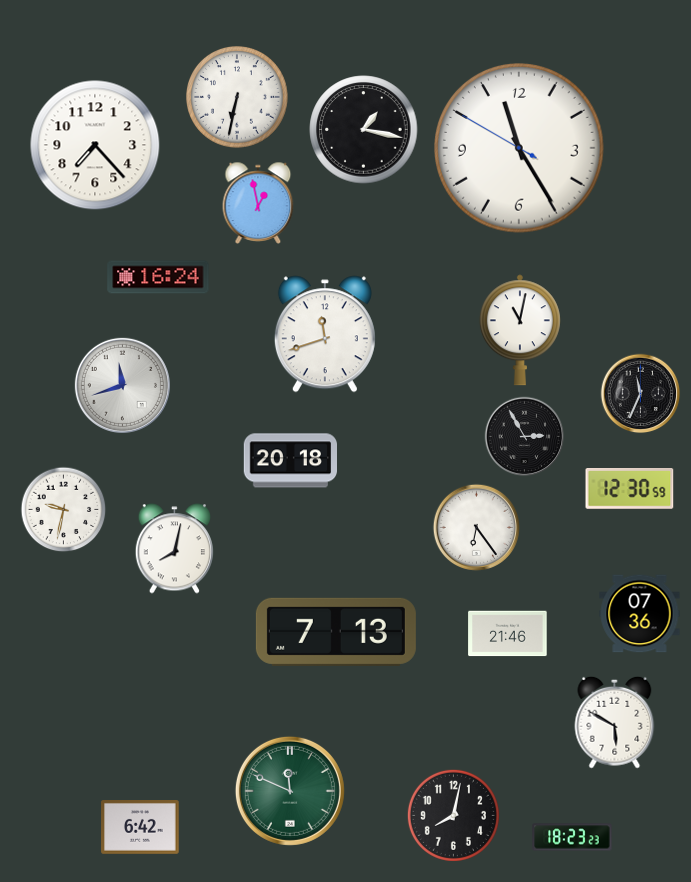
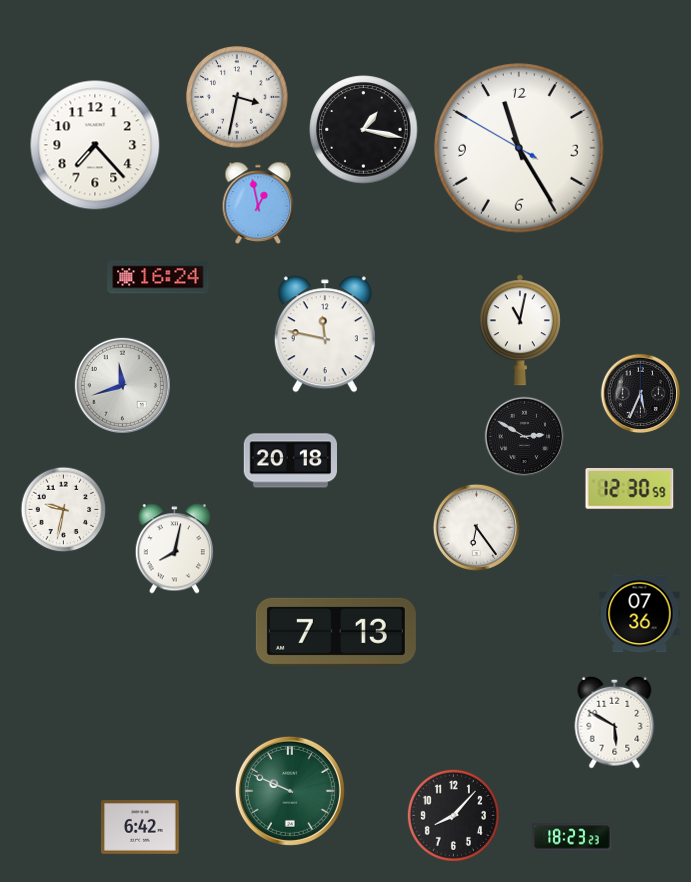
clock at (238, 98): 6:32 -> 3:32
clock at (325, 334): 11:42 -> 11:47
clock at (641, 394): 11:34 -> 5:34
clock at (525, 437): 2:55 -> 2:50
clock at (508, 634): 21:46 -> none
clock at (290, 791): 11:49 -> 9:49
clock at (453, 815): 8:02 -> 8:07
